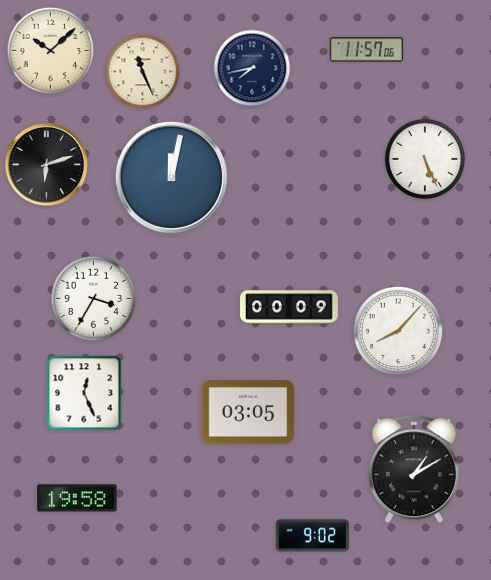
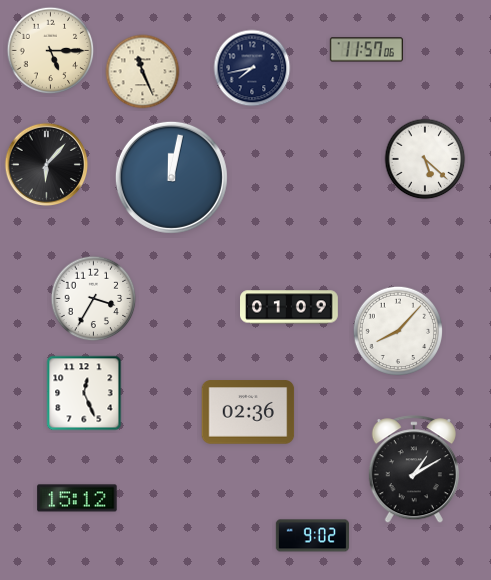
clock at (51, 51): 10:08 -> 5:15
clock at (425, 159): 5:26 -> 5:22
clock at (47, 165): 6:12 -> 6:07
clock at (290, 307): 00:09 -> 01:09
clock at (248, 412): 03:05 -> 02:36
clock at (77, 498): 19:58 -> 15:12
